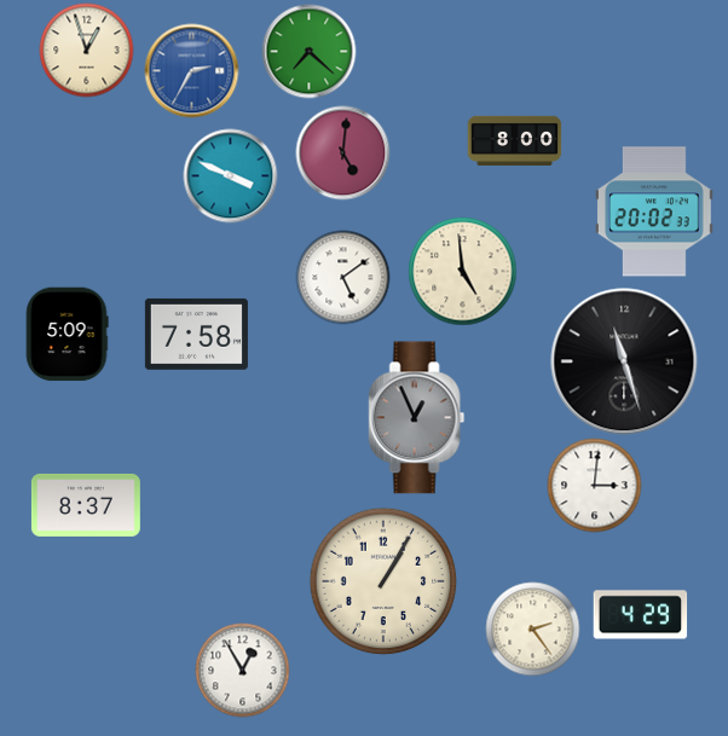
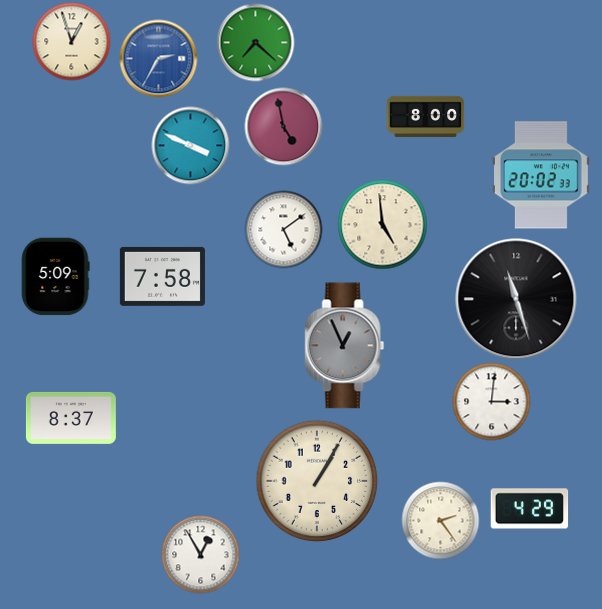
clock at (342, 152): 5:01 -> 4:58
